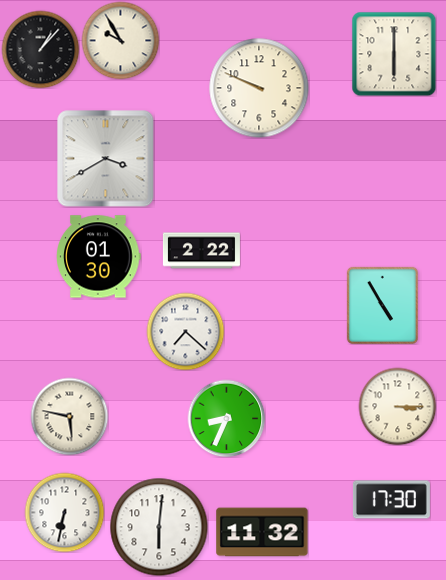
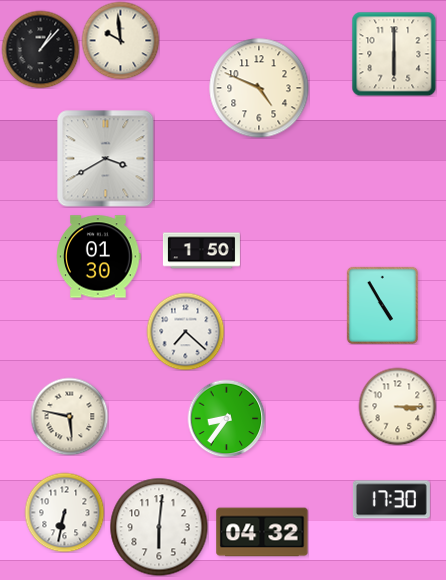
clock at (120, 40): 9:55 -> 9:59
clock at (259, 88): 9:49 -> 4:49
clock at (201, 251): 2:22 -> 1:50
clock at (226, 418): 8:34 -> 8:36
clock at (262, 532): 11:32 -> 04:32
